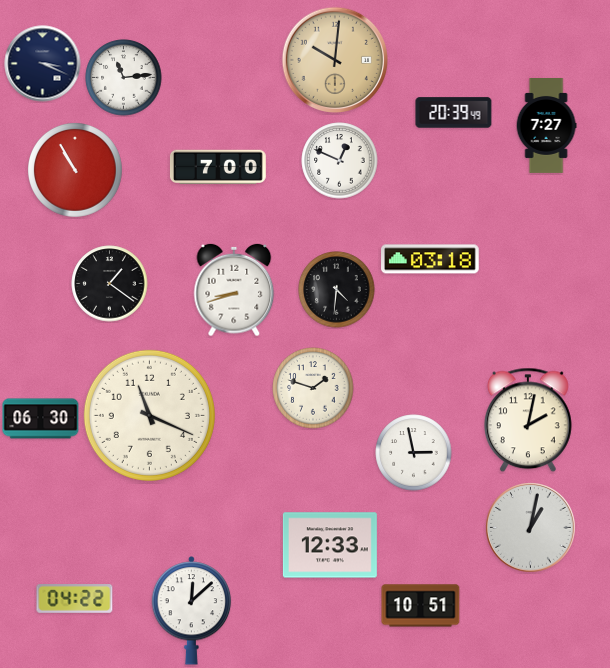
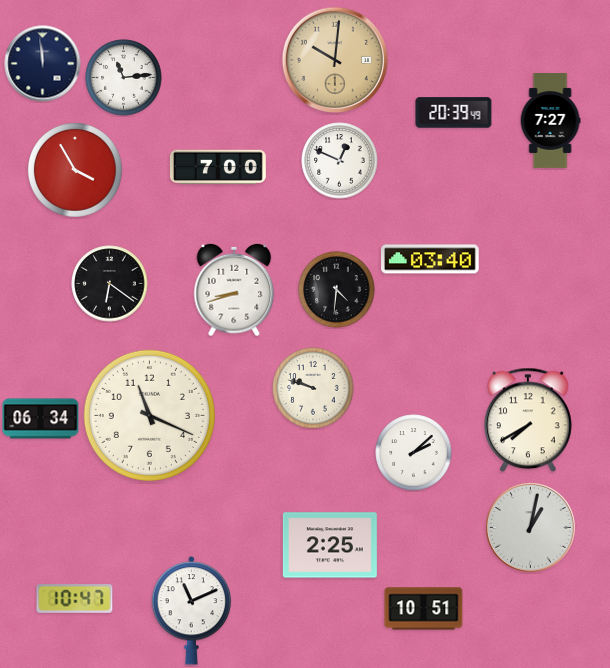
clock at (43, 64): 3:19 -> 11:59
clock at (546, 126) position: (546, 126) -> (550, 121)
clock at (76, 171): 10:55 -> 3:55
clock at (430, 259): 03:18 -> 03:40
clock at (110, 284): 1:21 -> 6:21
clock at (313, 388): 1:48 -> 9:48
clock at (41, 419): 06:30 -> 06:34
clock at (528, 420): 2:02 -> 7:40
clock at (414, 453): 2:58 -> 2:08
clock at (330, 545): 12:33 -> 2:25
clock at (75, 599): 04:22 -> 10:47
clock at (421, 606) position: (421, 606) -> (424, 609)
clock at (192, 611): 12:08 -> 11:11
